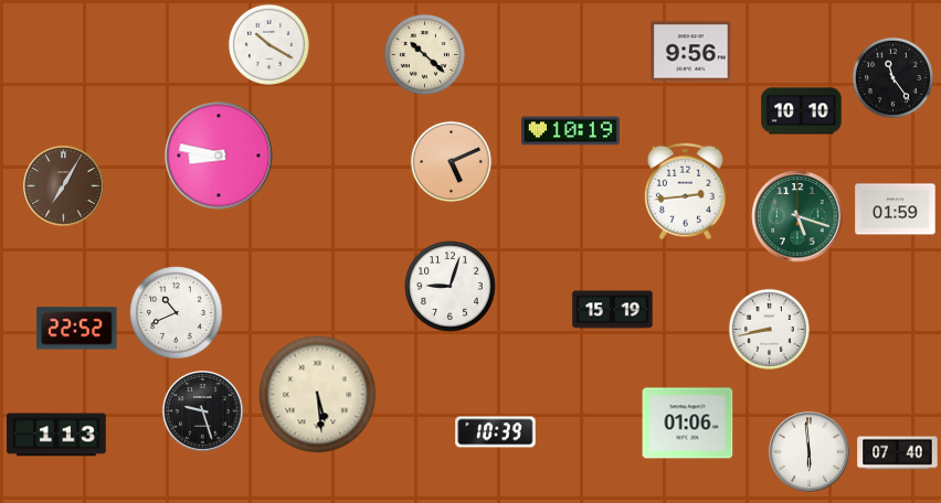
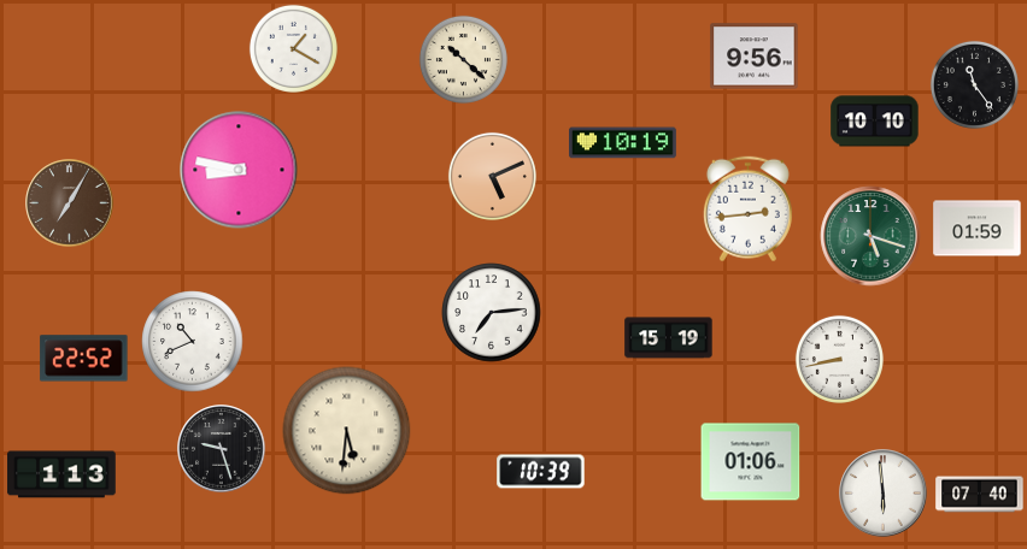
clock at (268, 44): 10:20 -> 1:20
clock at (451, 287): 9:03 -> 7:14
clock at (318, 395): 5:29 -> 5:31
